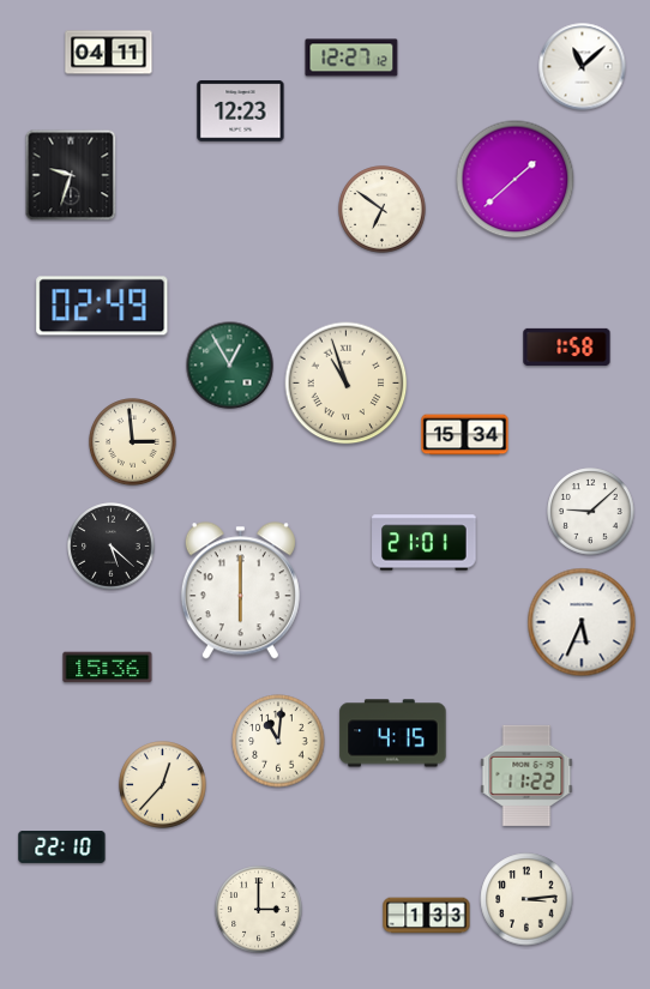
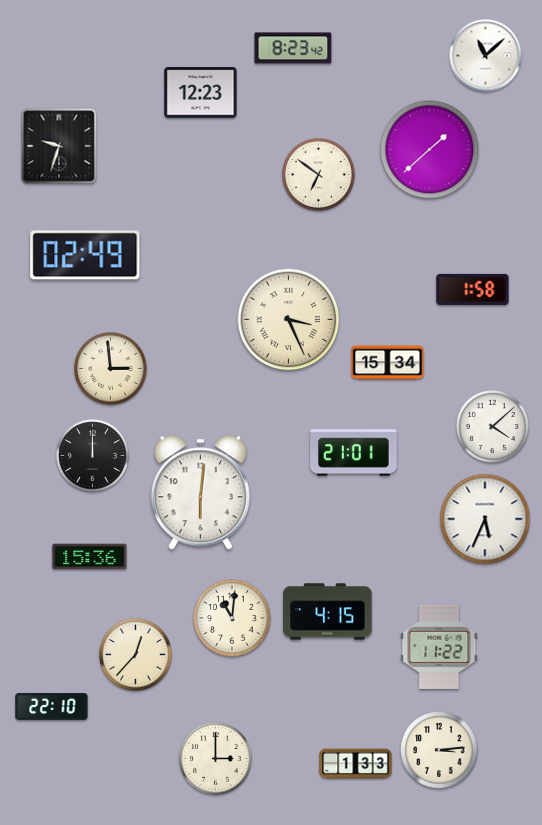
clock at (109, 53): 04:11 -> none
clock at (351, 58): 12:27 -> 8:23
clock at (230, 366): 12:55 -> none
clock at (347, 384): 10:57 -> 3:26
clock at (591, 512): 9:08 -> 4:08
clock at (112, 547): 5:22 -> 12:00
clock at (240, 591): 6:00 -> 6:01
